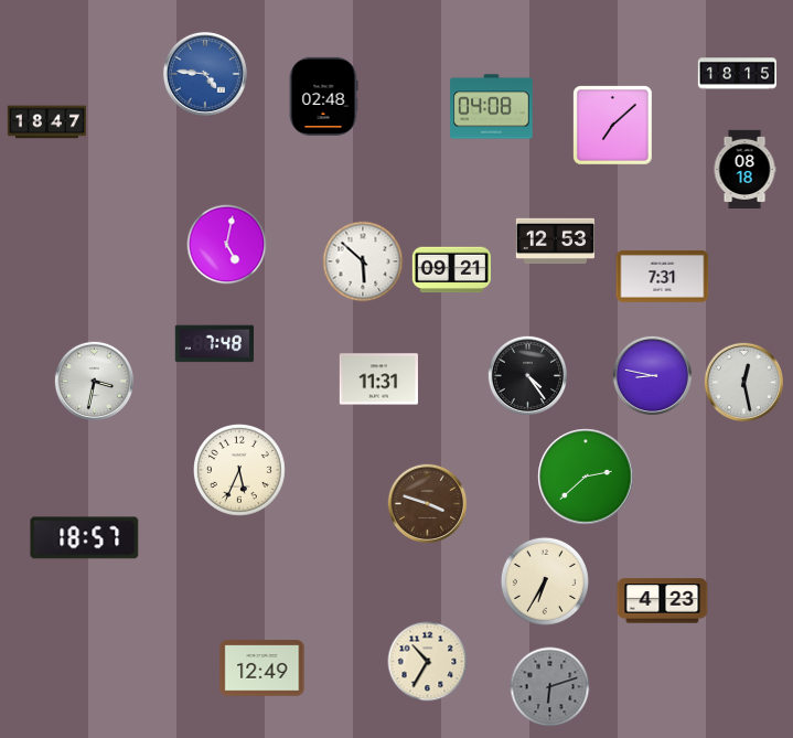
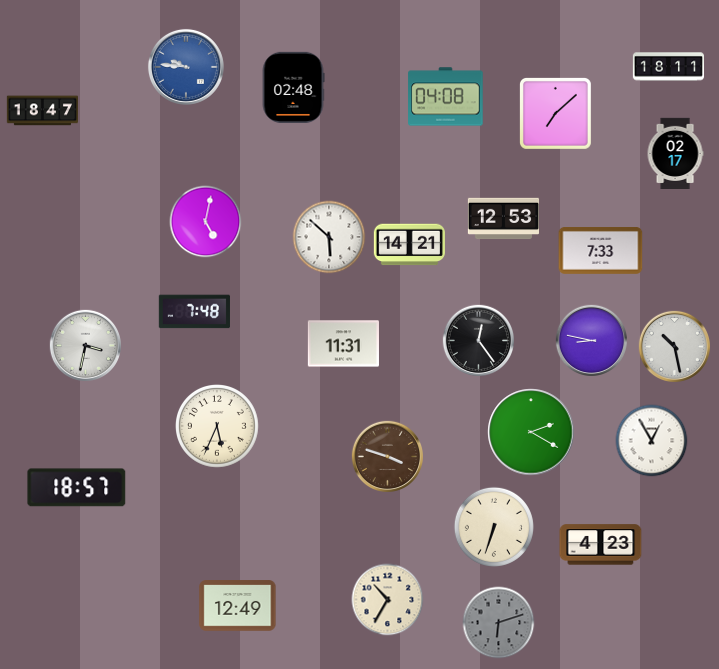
clock at (205, 74): 4:46 -> 9:46
clock at (738, 74): 18:15 -> 18:11
clock at (744, 169): 08:18 -> 02:17
clock at (451, 270): 09:21 -> 14:21
clock at (663, 277): 7:31 -> 7:33
clock at (527, 375): 4:24 -> 12:24
clock at (743, 382): 12:28 -> 10:28
clock at (586, 477): 2:38 -> 2:20
clock at (652, 441): none -> 12:55
clock at (545, 581): 6:35 -> 6:33
